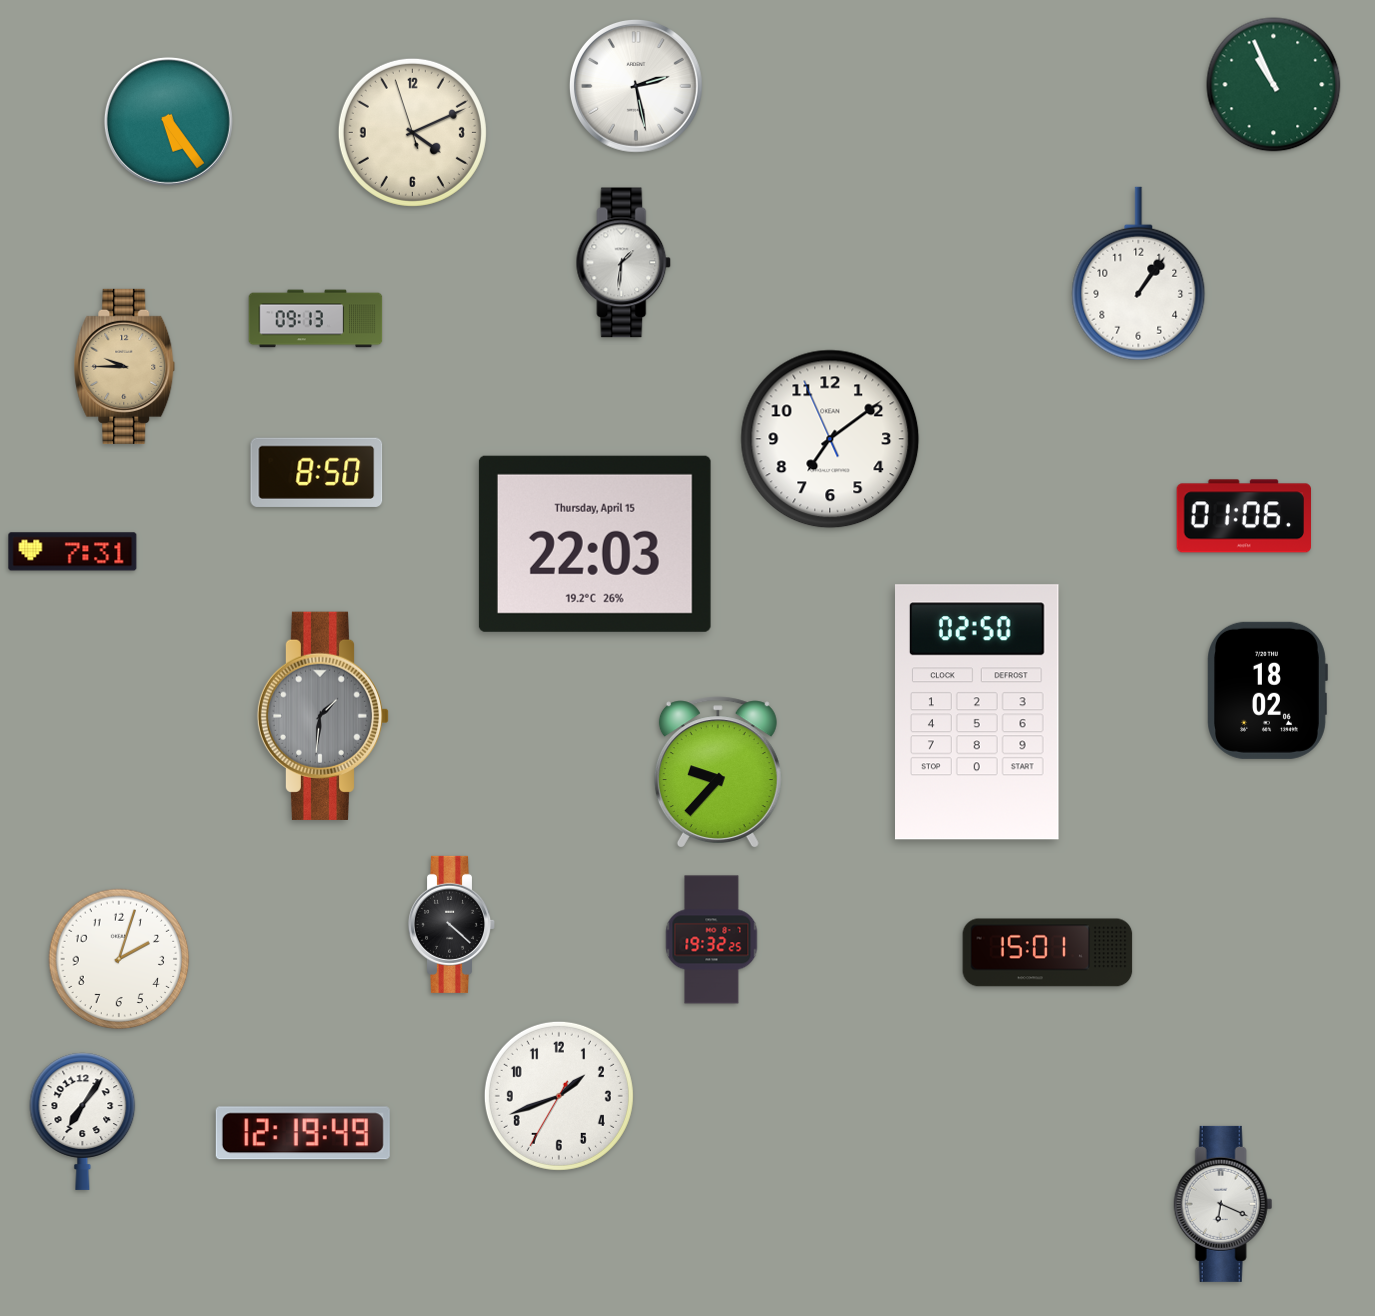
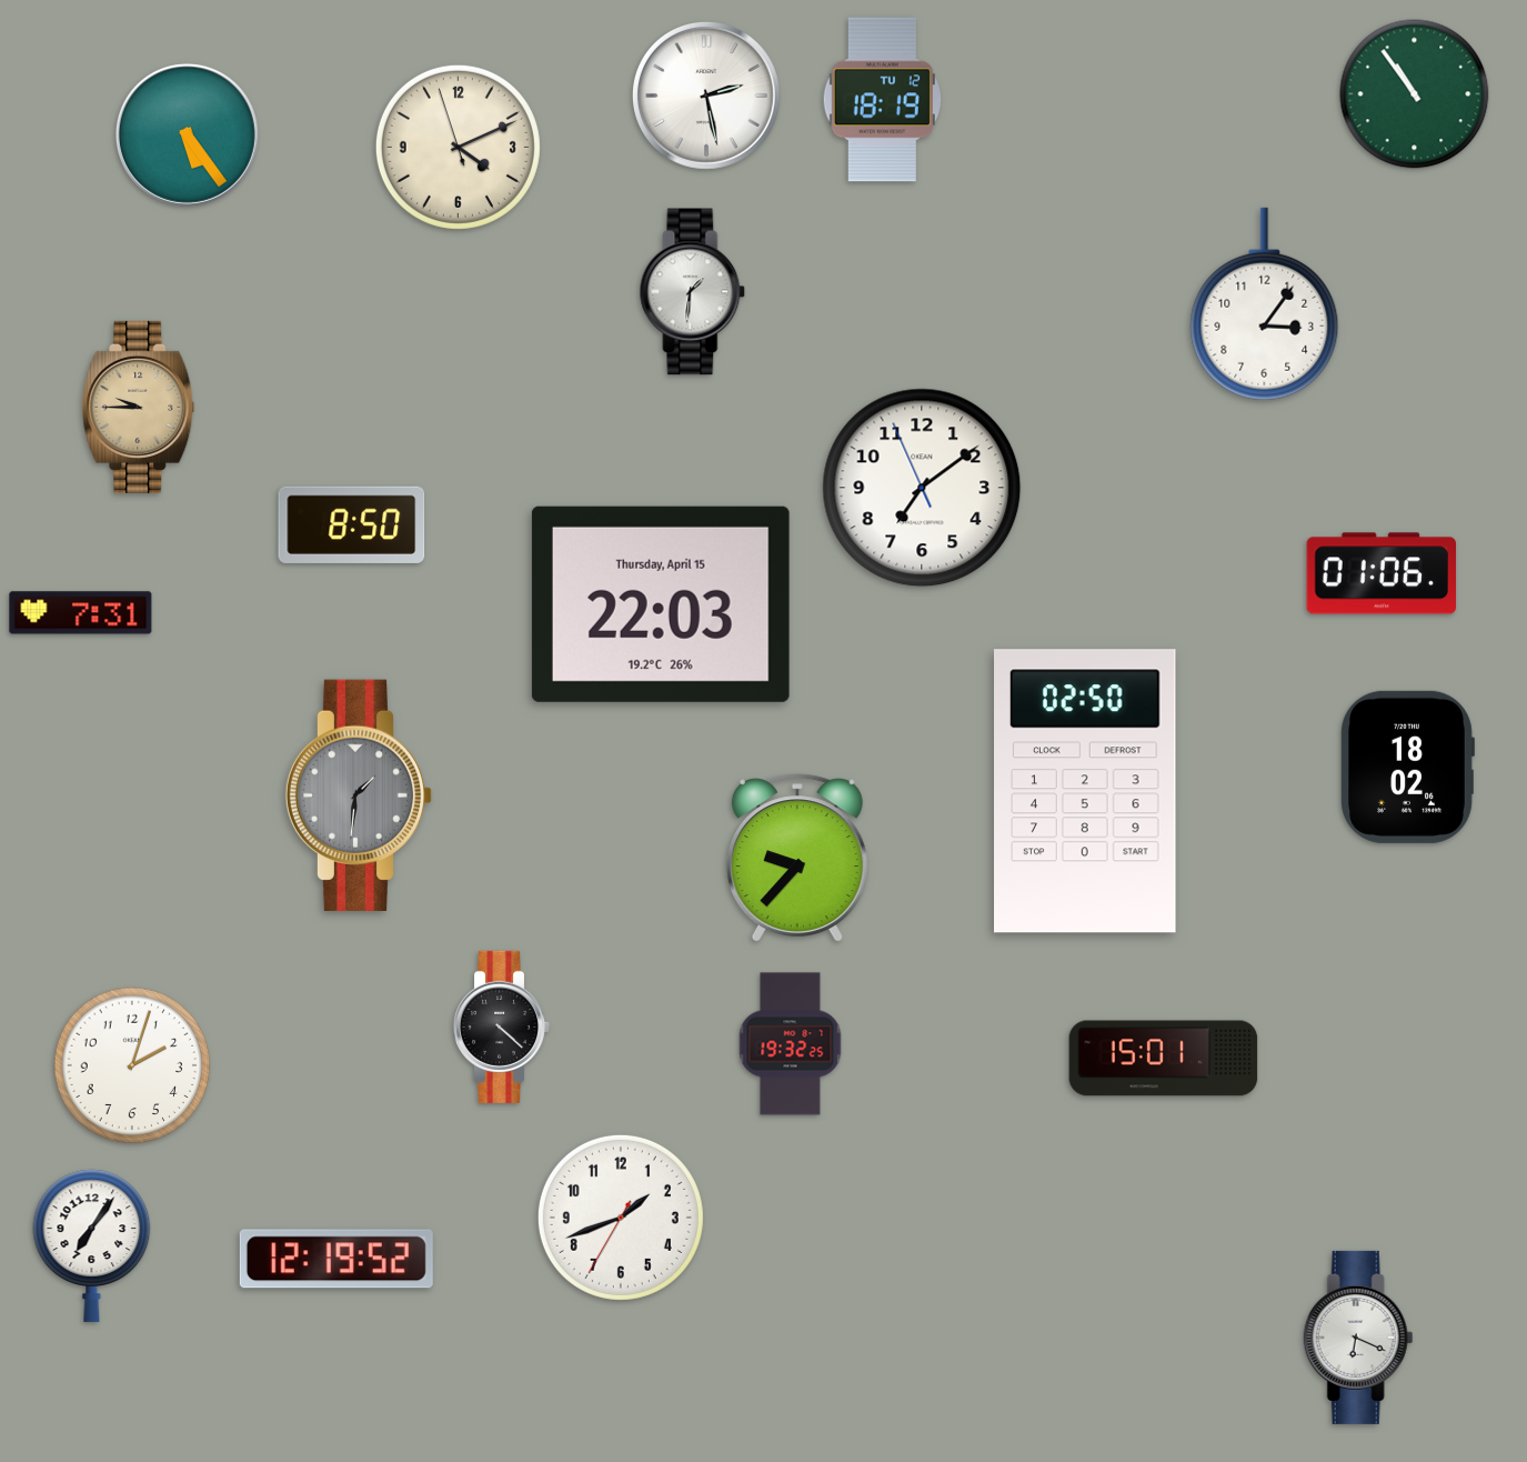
clock at (1274, 85): 10:56 -> 10:54
clock at (882, 100): none -> 18:19
clock at (1139, 274): 1:06 -> 3:06
clock at (316, 319): 09:13 -> none
clock at (303, 1133): 12:19:49 -> 12:19:52
